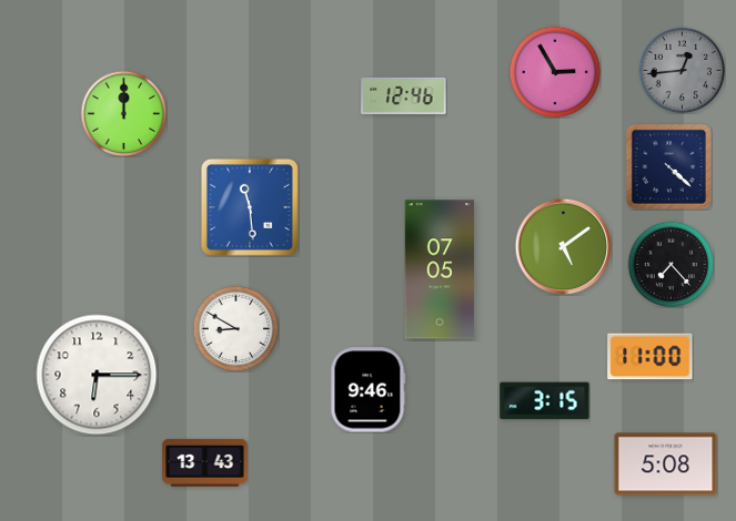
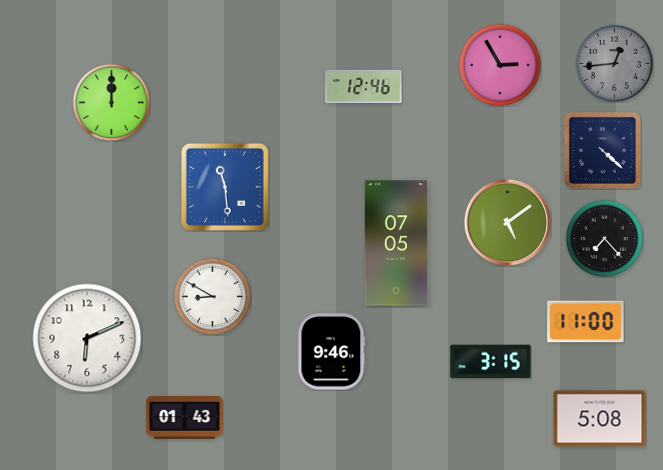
clock at (97, 375): 6:15 -> 6:11
clock at (205, 462): 13:43 -> 01:43
